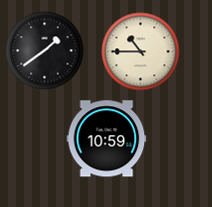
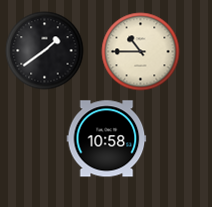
clock at (106, 139): 10:59 -> 10:58
